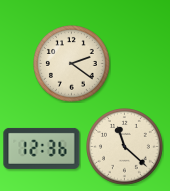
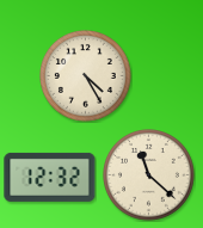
clock at (72, 64): 2:21 -> 4:25
clock at (42, 148): 12:36 -> 12:32
